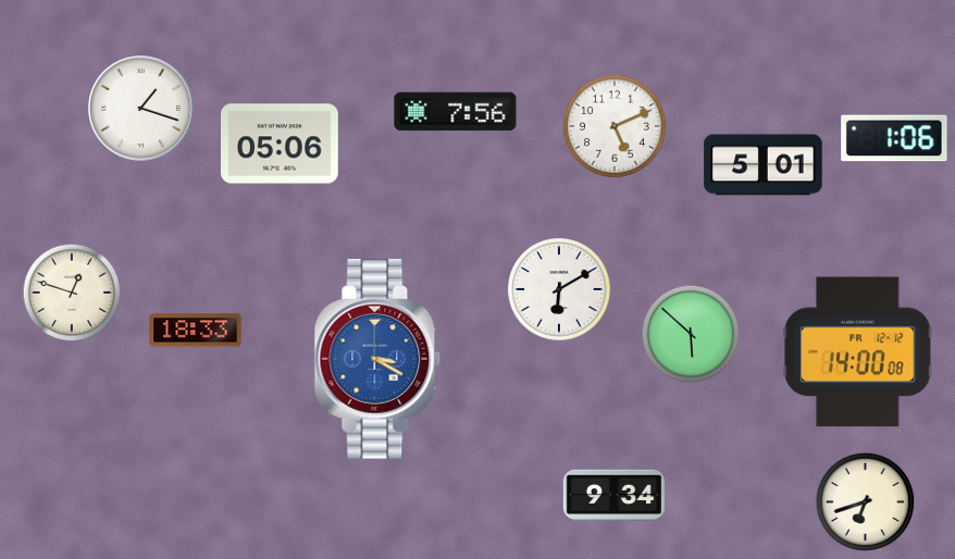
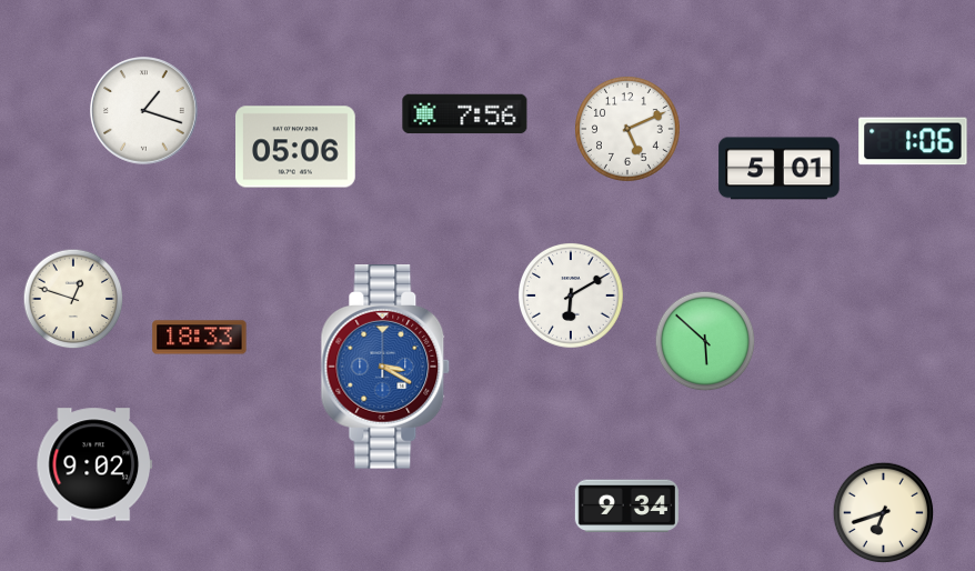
clock at (281, 144) position: (281, 144) -> (296, 147)
clock at (858, 352): 14:00 -> none
clock at (94, 464): none -> 9:02
